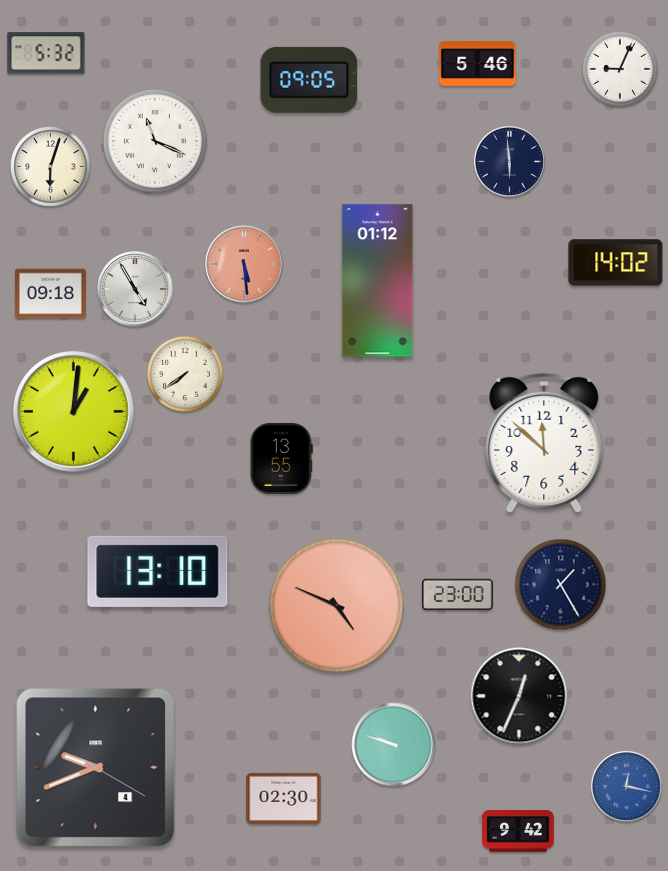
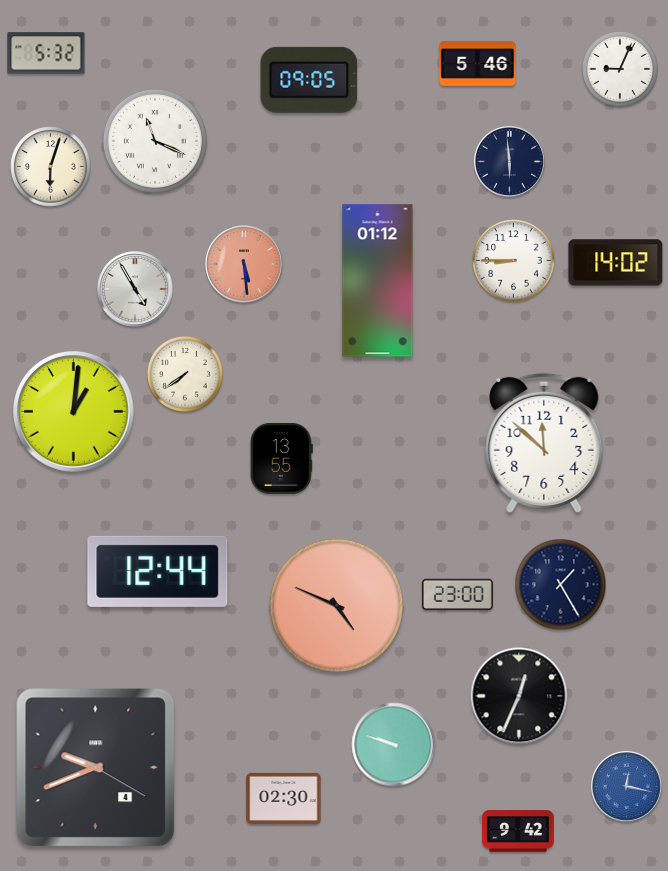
clock at (514, 261): none -> 8:45
clock at (50, 294): 09:18 -> none
clock at (158, 571): 13:10 -> 12:44
